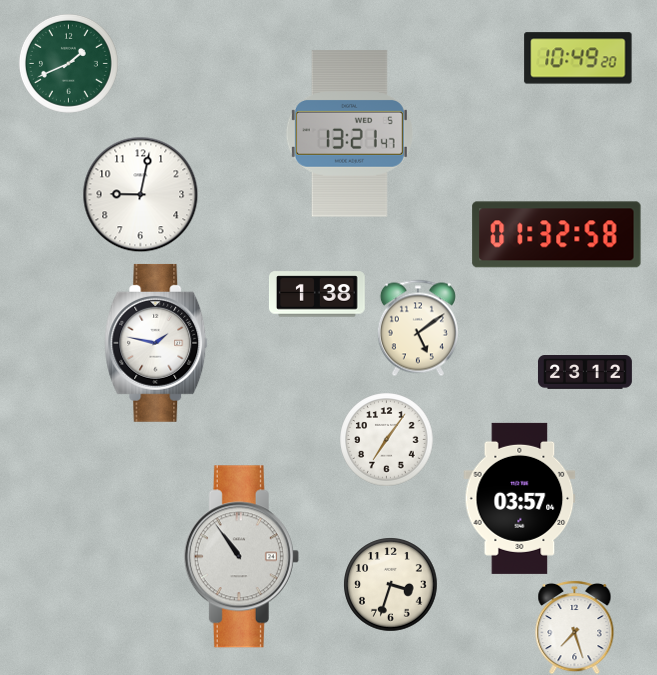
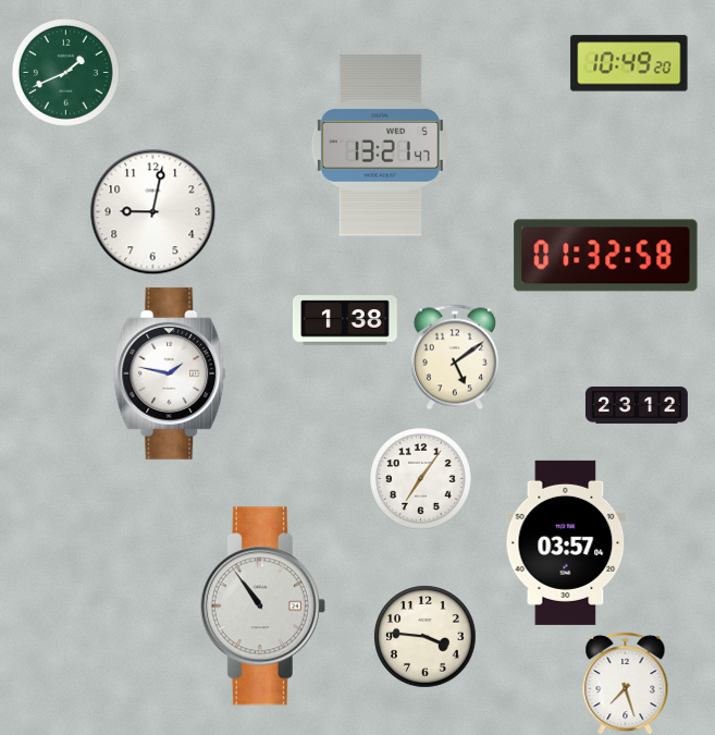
clock at (68, 63) position: (68, 63) -> (65, 72)
clock at (390, 584): 3:33 -> 3:46
